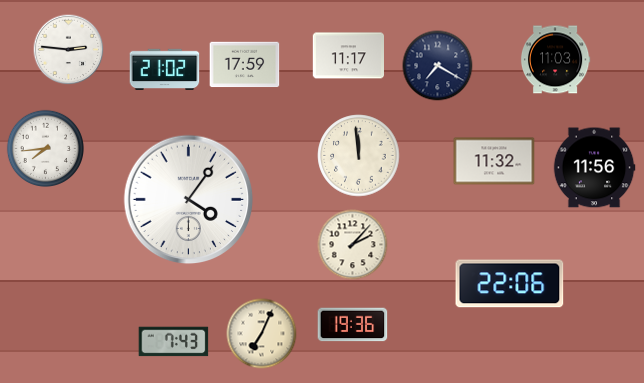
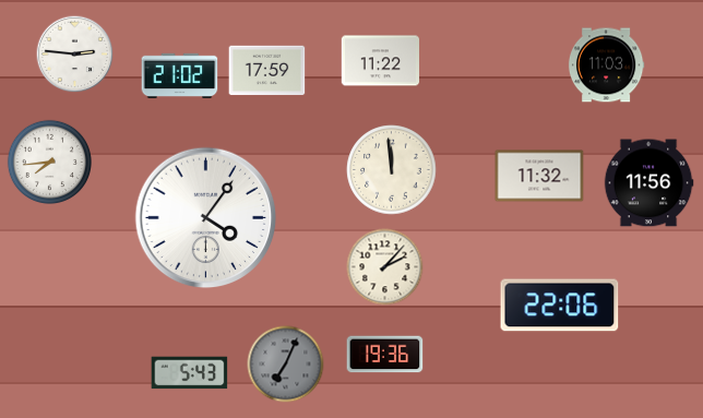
clock at (348, 56): 11:17 -> 11:22
clock at (438, 66): 7:20 -> none
clock at (510, 284) position: (510, 284) -> (560, 306)
clock at (262, 334) dial: cream -> grey
clock at (174, 342): 7:43 -> 5:43
